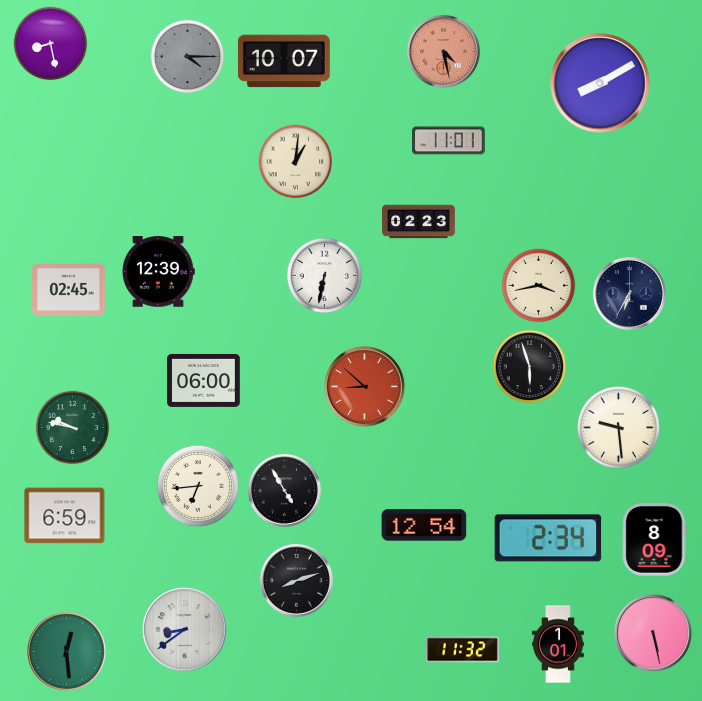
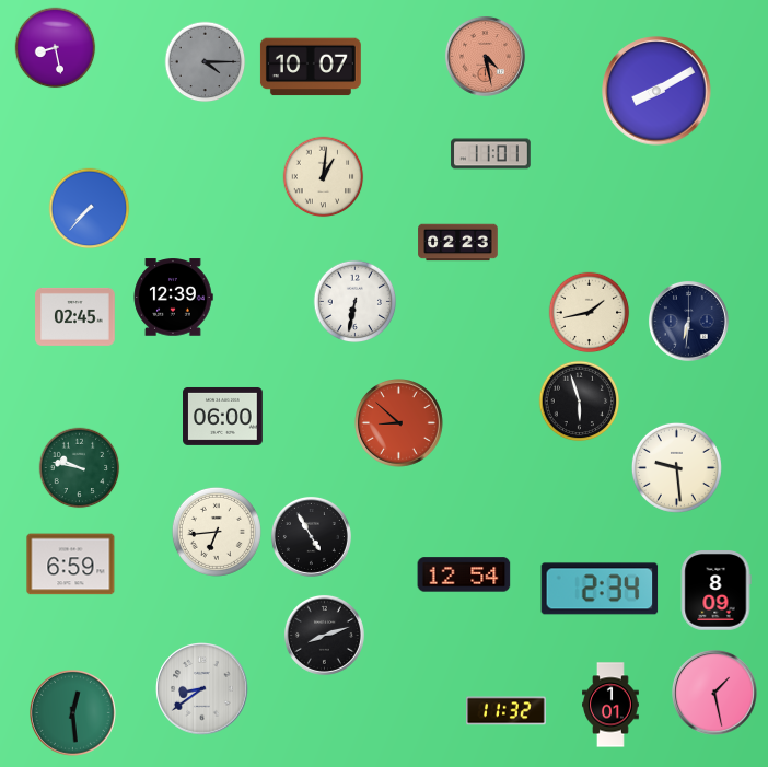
clock at (90, 209): none -> 7:37
clock at (539, 286): 3:43 -> 1:43
clock at (629, 293): 6:35 -> 6:31
clock at (653, 633): 5:28 -> 1:28
